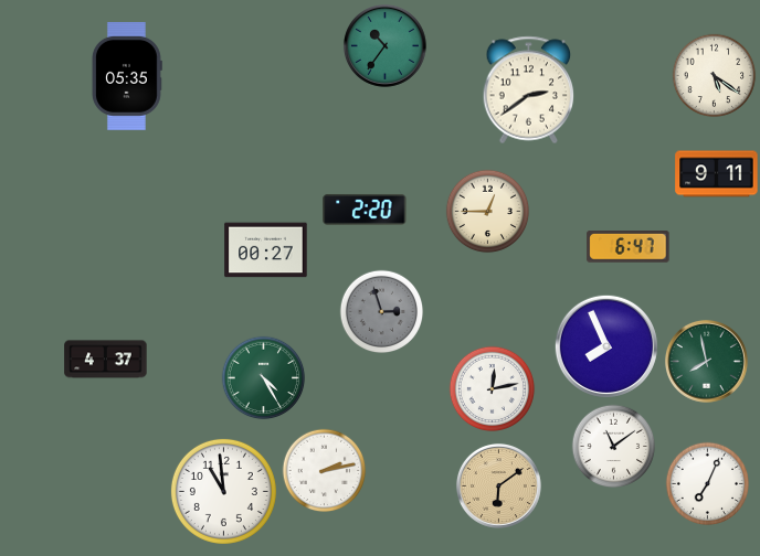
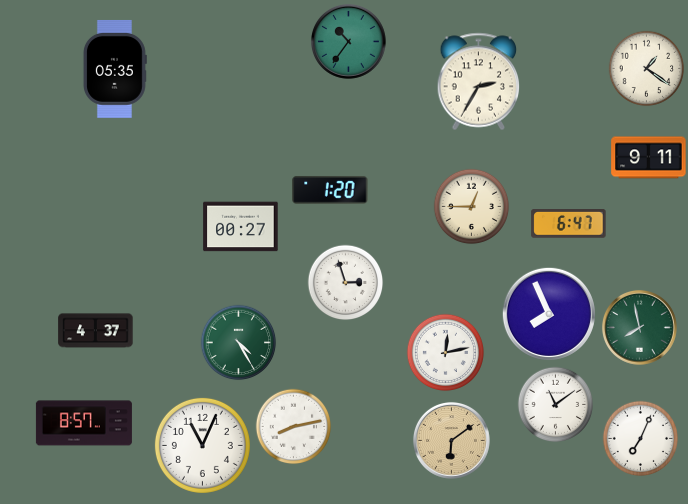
clock at (715, 76): 5:21 -> 1:21
clock at (529, 90): 2:39 -> 2:35
clock at (365, 210): 2:20 -> 1:20
clock at (488, 212) position: (488, 212) -> (472, 207)
clock at (382, 312) dial: grey -> white
clock at (106, 360) position: (106, 360) -> (96, 331)
clock at (84, 423): none -> 8:57
clock at (325, 471): 2:13 -> 8:13
clock at (223, 491): 10:59 -> 11:04
